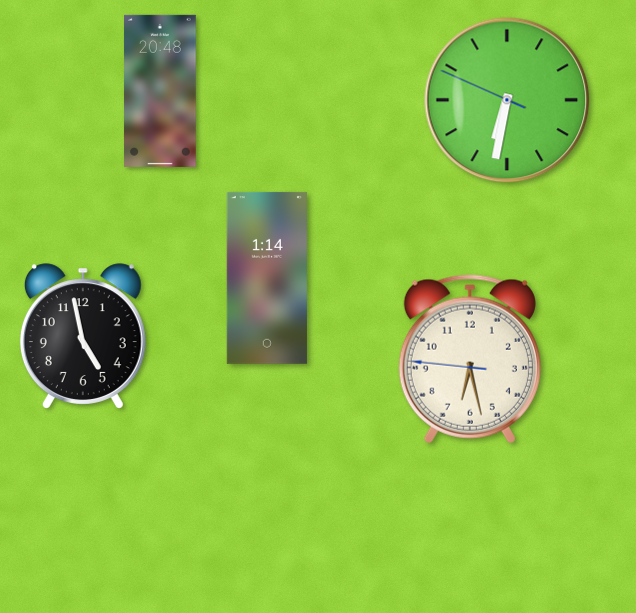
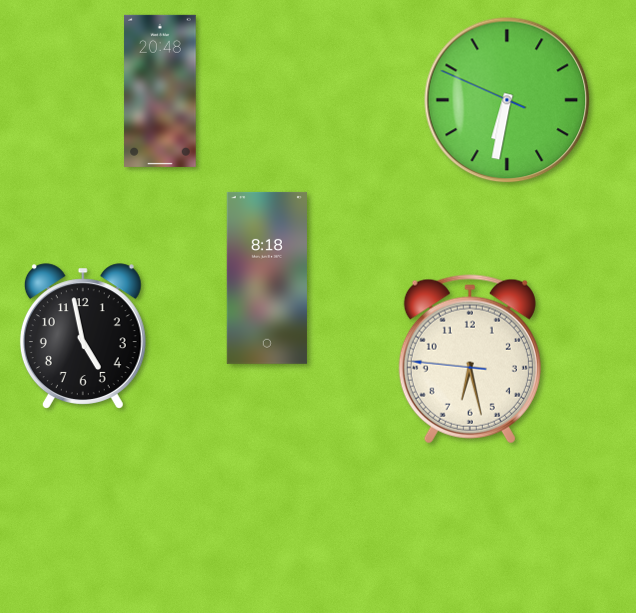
clock at (267, 278): 1:14 -> 8:18
